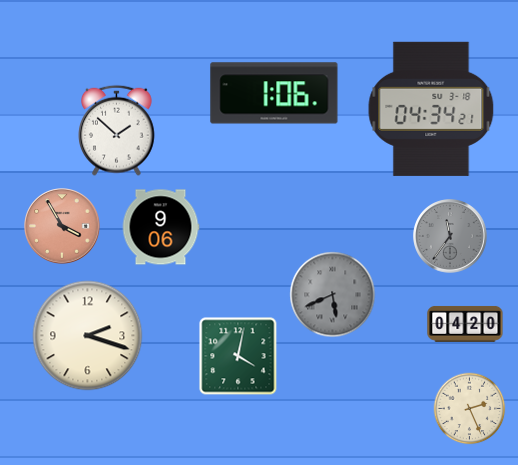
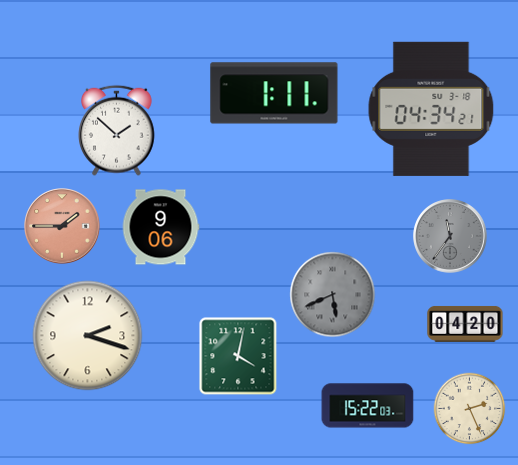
clock at (274, 93): 1:06 -> 1:11
clock at (62, 226): 3:55 -> 1:45
clock at (368, 406): none -> 15:22
